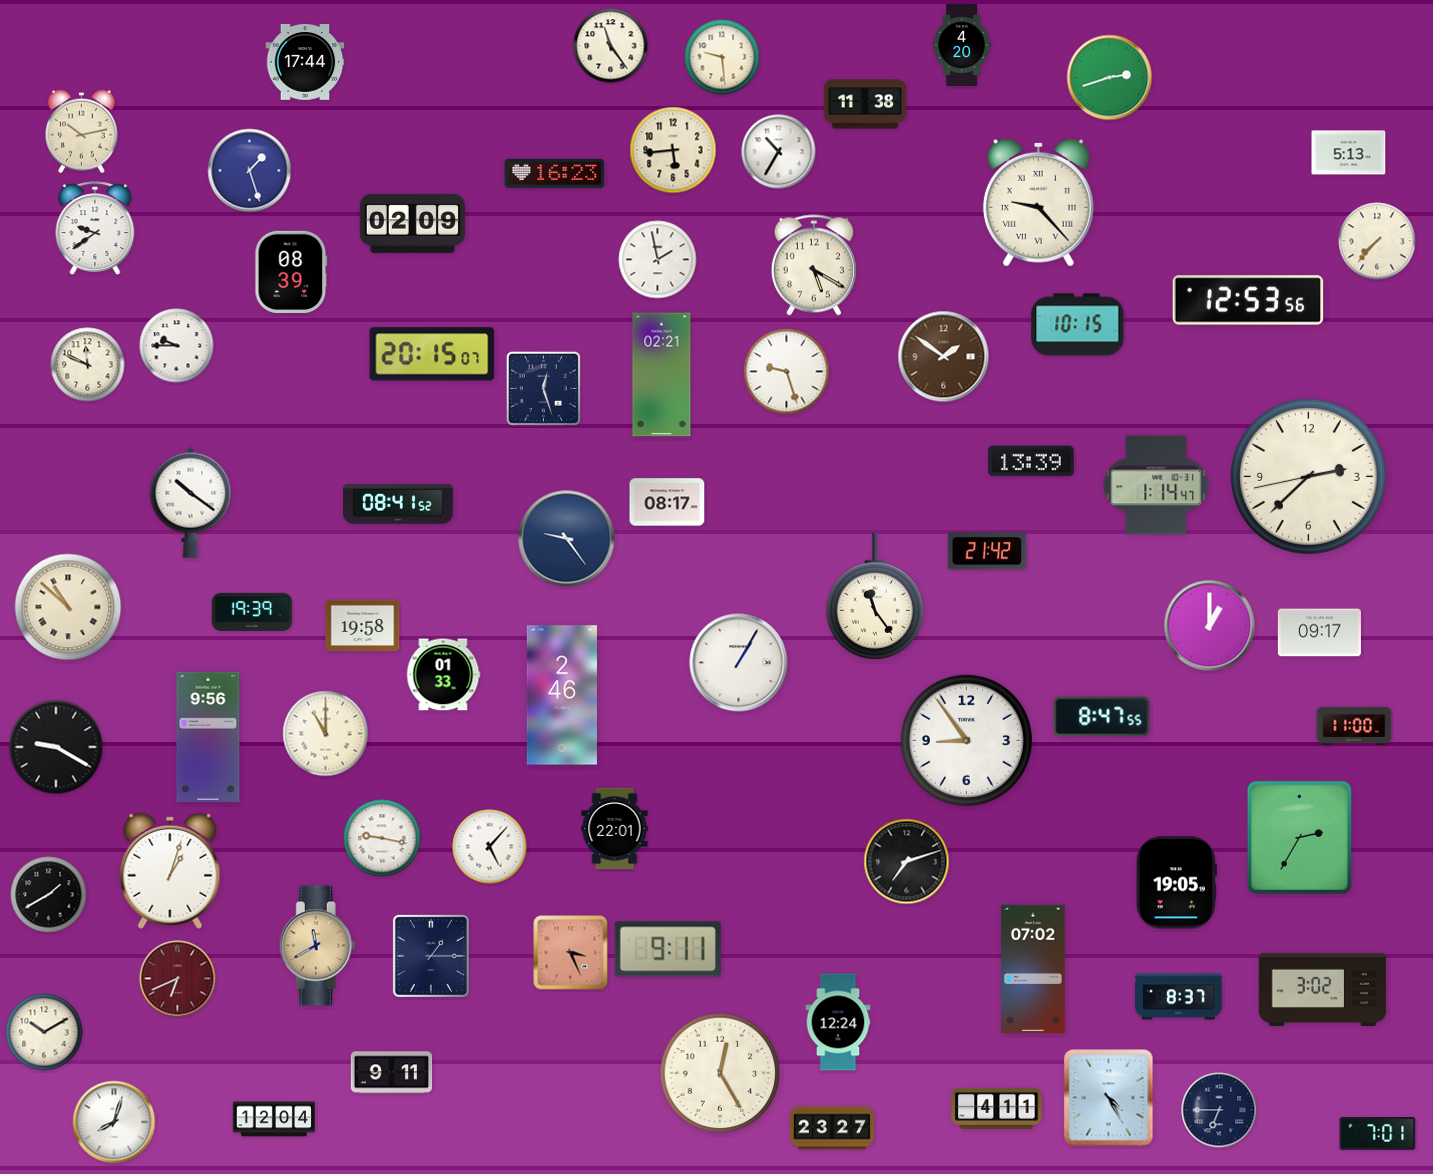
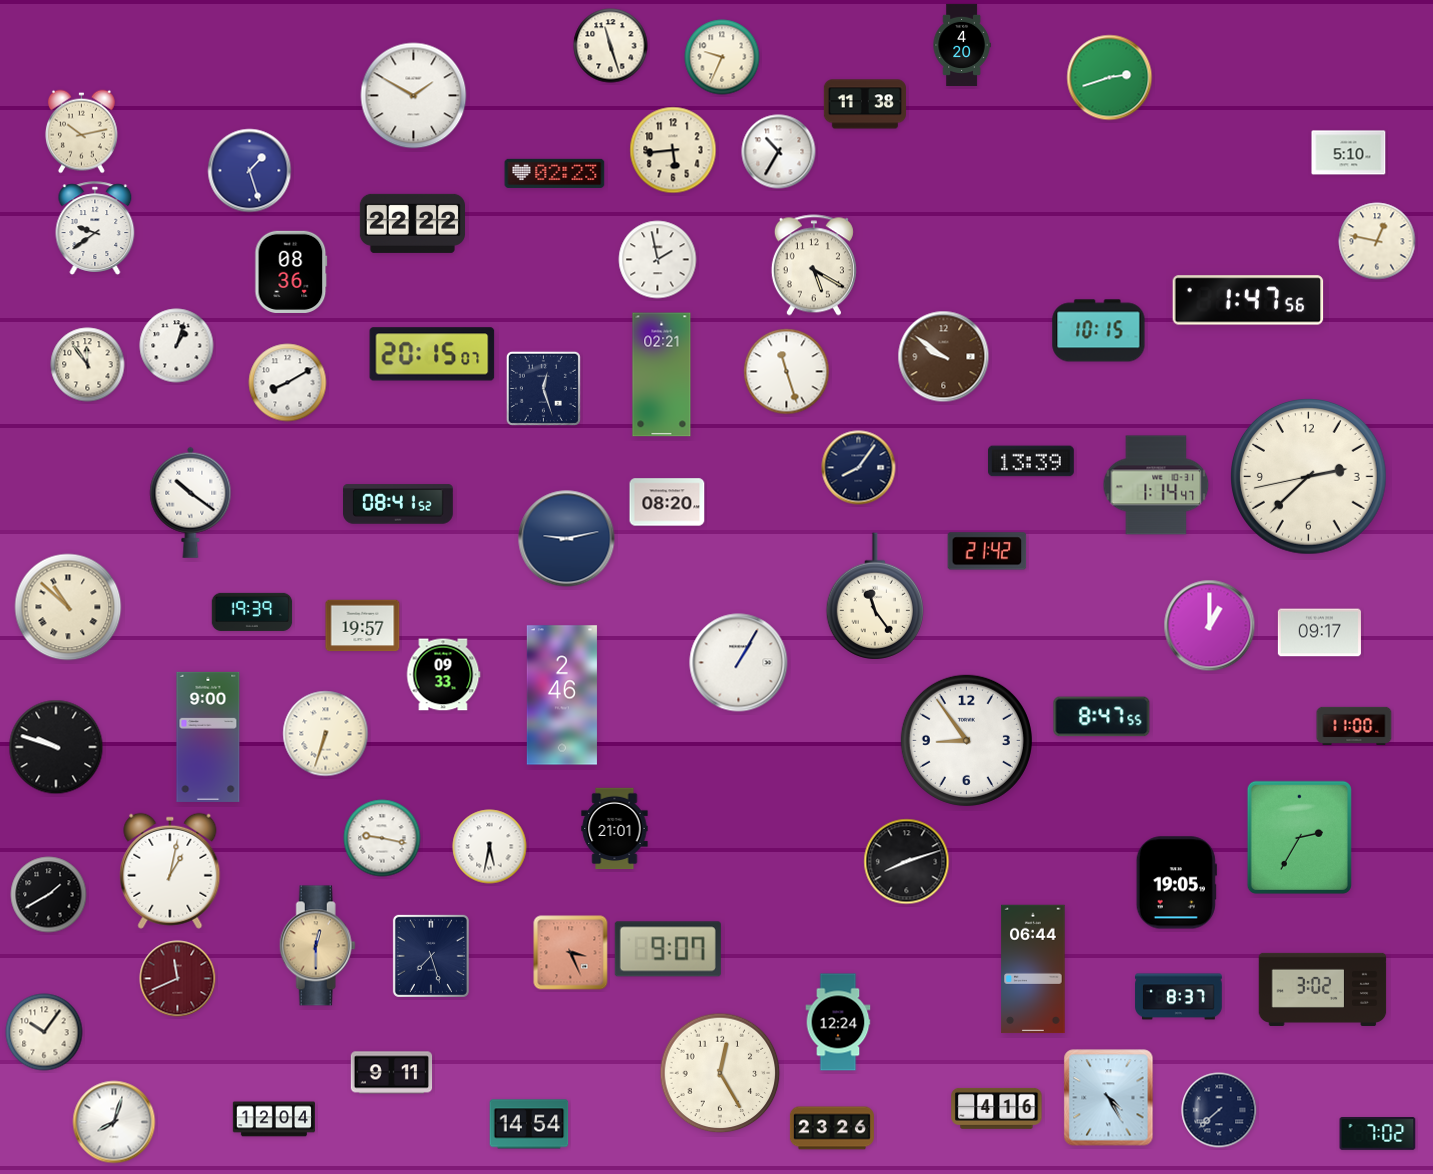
clock at (611, 46): 11:24 -> 11:27
clock at (722, 57): 9:29 -> 9:34
clock at (305, 62): 17:44 -> none
clock at (414, 96): none -> 1:50
clock at (1349, 153): 5:13 -> 5:10
clock at (555, 173): 16:23 -> 02:23
clock at (1038, 202): 9:23 -> none
clock at (412, 223): 02:09 -> 22:22
clock at (1377, 241): 7:37 -> 12:47
clock at (291, 272): 08:39 -> 08:36
clock at (1248, 300): 12:53 -> 1:47
clock at (1078, 325) position: (1078, 325) -> (1099, 331)
clock at (177, 346): 9:45 -> 1:03
clock at (944, 357): 1:51 -> 9:51
clock at (88, 365): 11:49 -> 11:54
clock at (787, 372): 9:27 -> 11:27
clock at (288, 383): none -> 8:10
clock at (859, 468): none -> 8:06
clock at (667, 502): 08:17 -> 08:20
clock at (567, 539): 9:24 -> 9:13
clock at (363, 626): 19:58 -> 19:57
clock at (443, 675): 01:33 -> 09:33
clock at (326, 734): 11:00 -> 6:33
clock at (208, 737): 9:56 -> 9:00
clock at (56, 747): 9:20 -> 9:48
clock at (615, 829): 22:01 -> 21:01
clock at (490, 847): 5:07 -> 5:32
clock at (907, 862): 7:12 -> 8:12
clock at (170, 871): 1:03 -> 1:02
clock at (317, 946): 11:40 -> 12:30
clock at (668, 949): 9:11 -> 9:07
clock at (431, 956): 1:15 -> 7:27
clock at (1033, 969): 07:02 -> 06:44
clock at (178, 979): 6:41 -> 11:41
clock at (44, 1032): 10:10 -> 10:06
clock at (997, 1108): 4:11 -> 4:16
clock at (1219, 1110): 6:45 -> 7:38
clock at (529, 1124): none -> 14:54
clock at (832, 1128): 23:27 -> 23:26
clock at (1378, 1134): 7:01 -> 7:02
